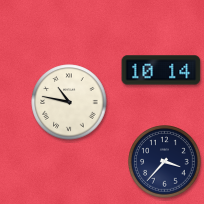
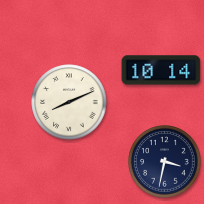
clock at (69, 102): 10:47 -> 8:11
clock at (165, 162): 3:37 -> 3:32
